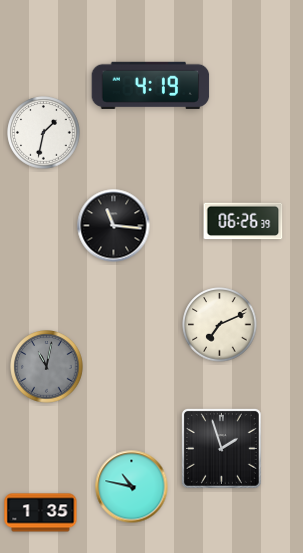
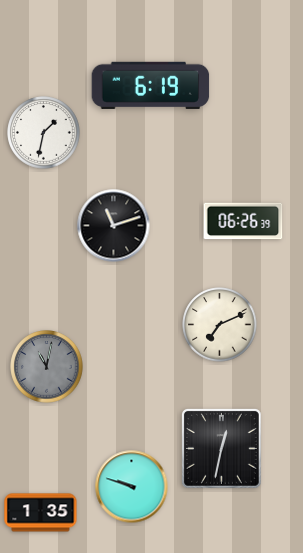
clock at (151, 85): 4:19 -> 6:19
clock at (114, 226): 11:16 -> 11:12
clock at (221, 448): 1:57 -> 12:32
clock at (132, 487): 10:47 -> 9:48
